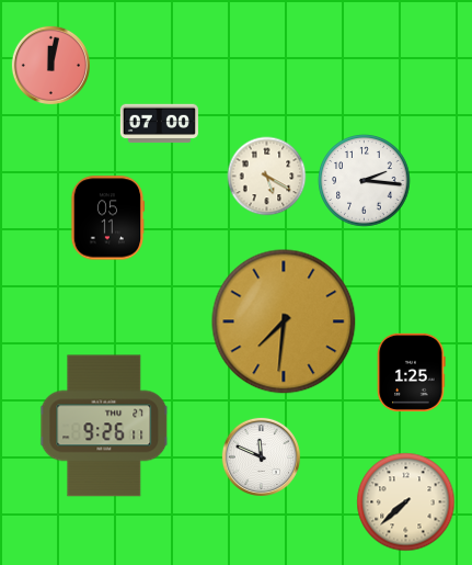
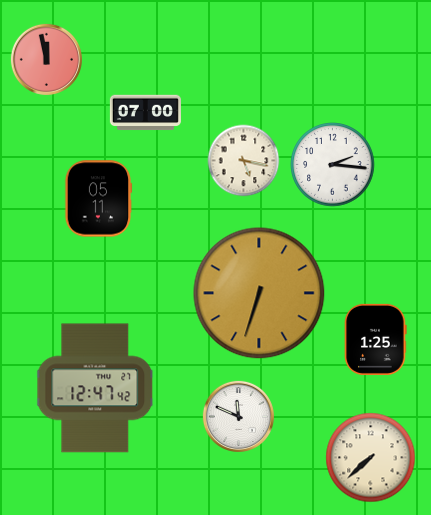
clock at (50, 65): 12:02 -> 11:58
clock at (267, 177): 5:20 -> 5:17
clock at (284, 321): 7:31 -> 6:33
clock at (105, 426): 9:26 -> 12:47
